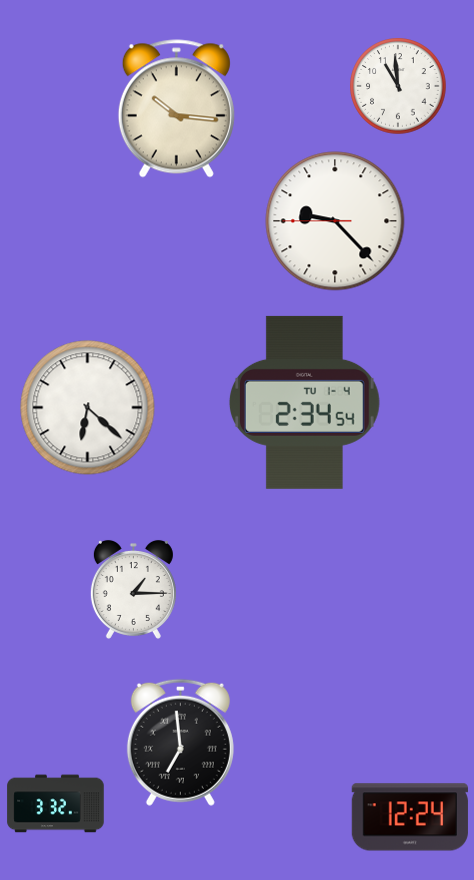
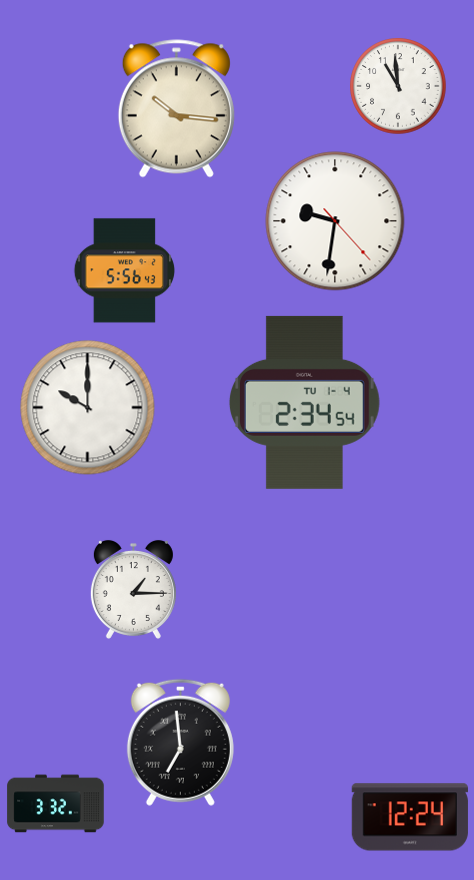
clock at (335, 221): 9:22 -> 9:31
clock at (124, 271): none -> 5:56
clock at (88, 408): 6:22 -> 10:00
